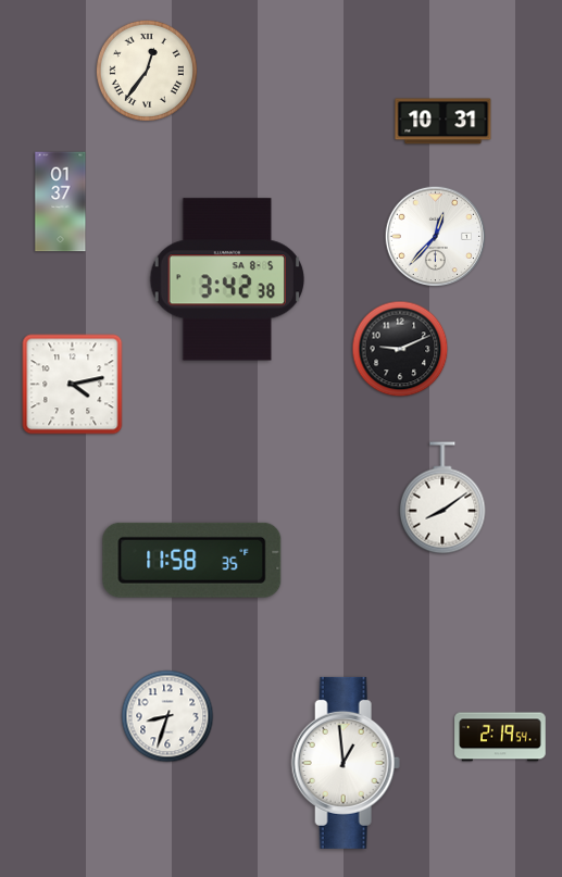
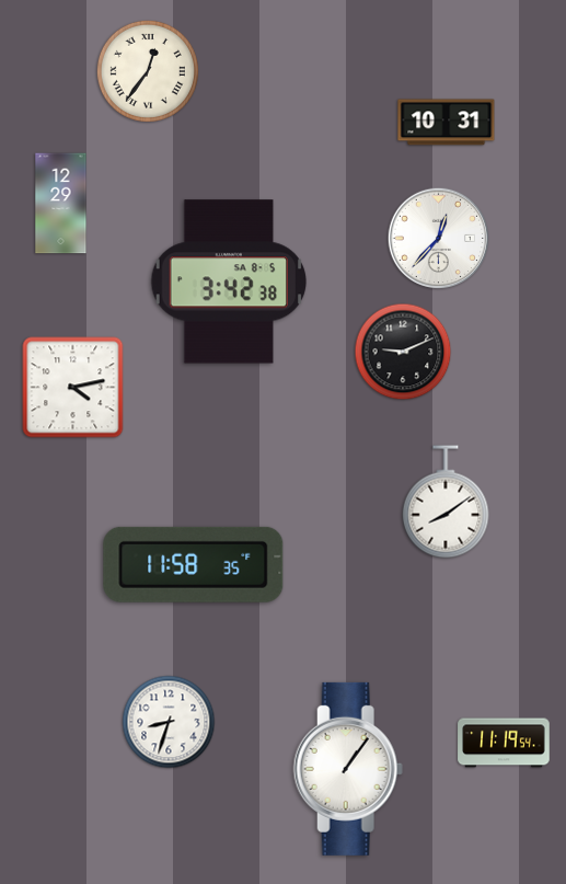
clock at (61, 202): 01:37 -> 12:29
clock at (500, 737): 2:19 -> 11:19
clock at (346, 763): 12:59 -> 1:06
